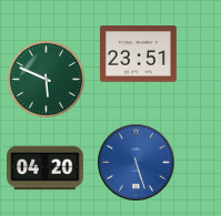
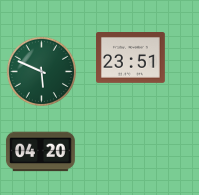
clock at (139, 54) position: (139, 54) -> (131, 58)
clock at (137, 163): 5:27 -> none
